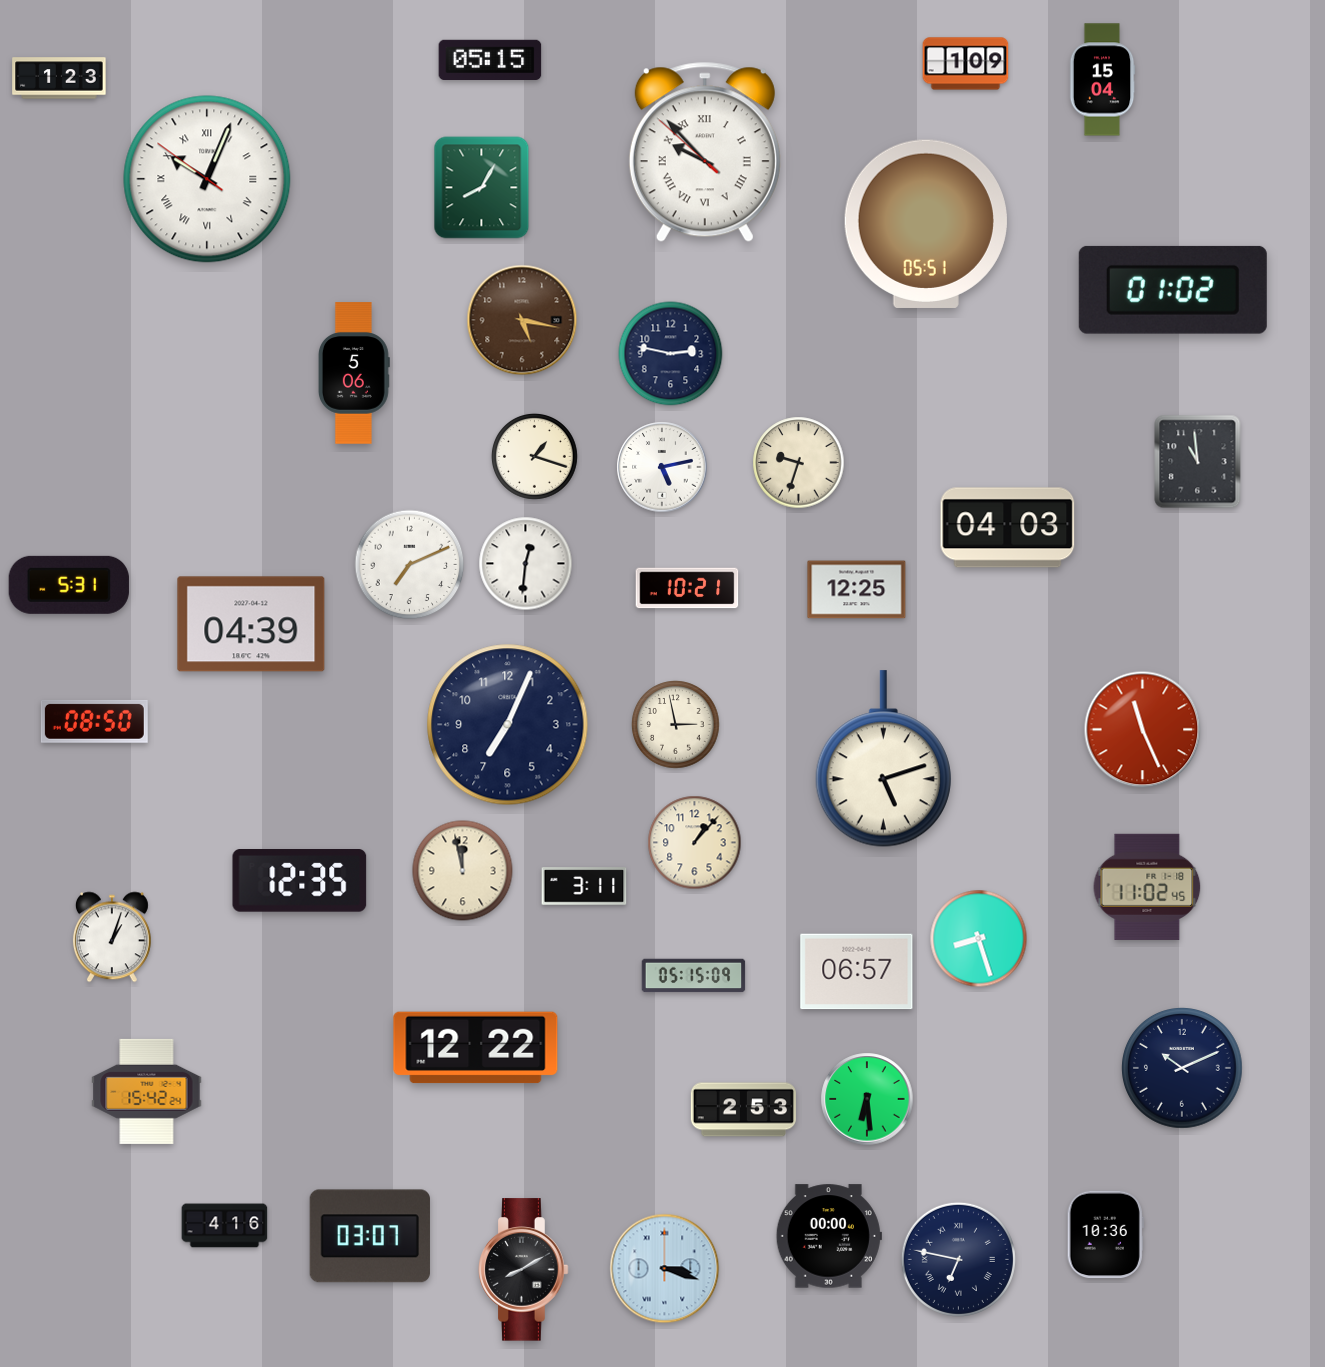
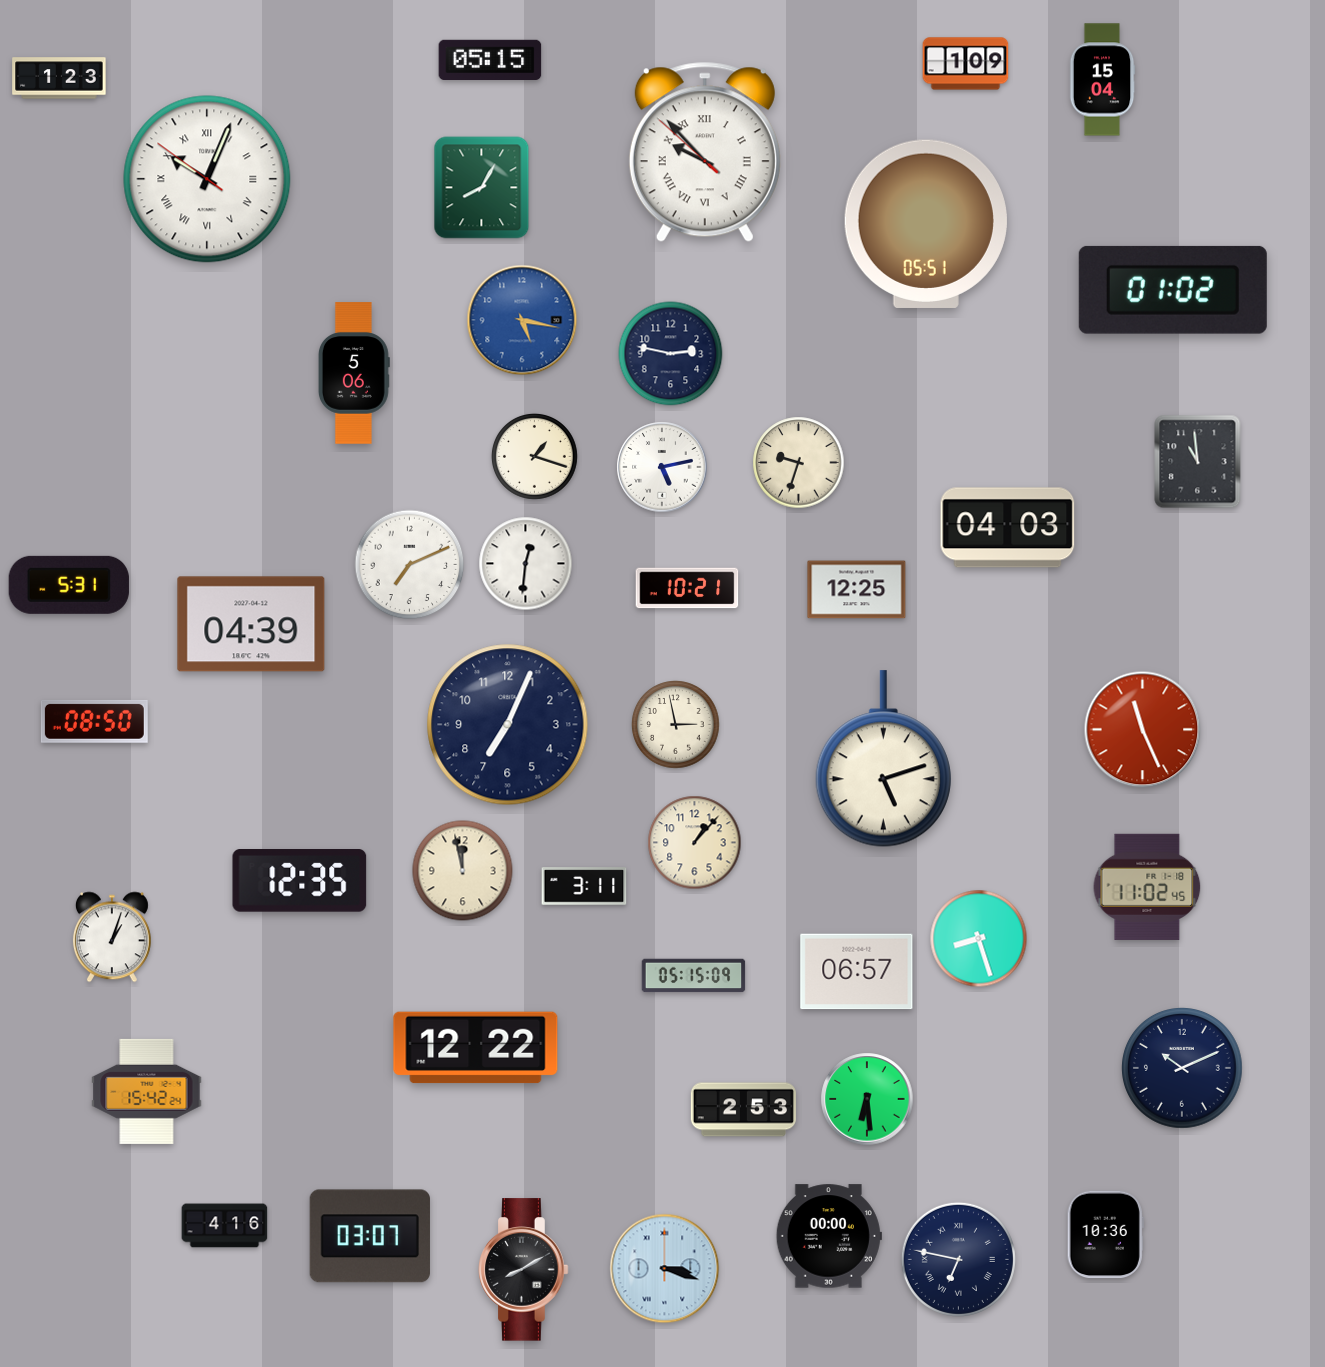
clock at (522, 320) dial: brown -> blue
